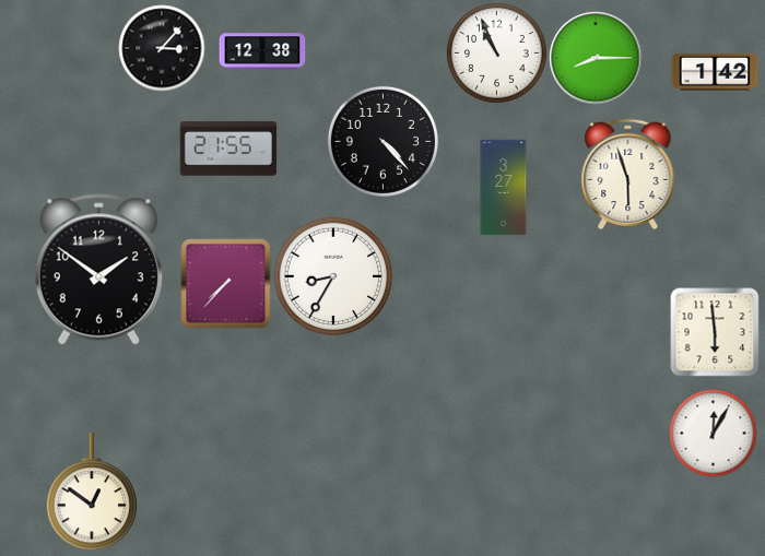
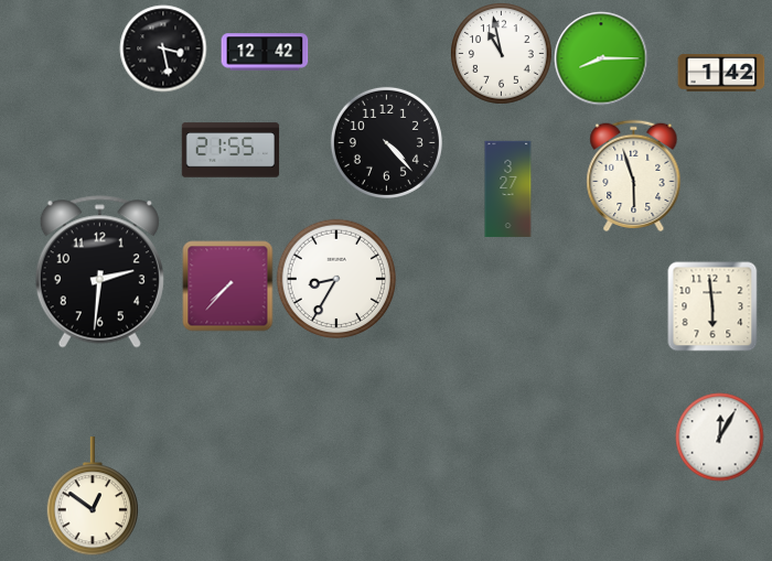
clock at (162, 48): 3:07 -> 3:28
clock at (262, 51): 12:38 -> 12:42
clock at (497, 54): 10:56 -> 10:58
clock at (98, 270): 1:51 -> 2:31
clock at (715, 332) position: (715, 332) -> (712, 306)
